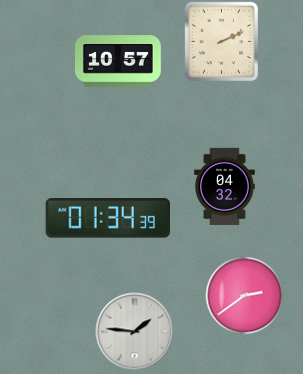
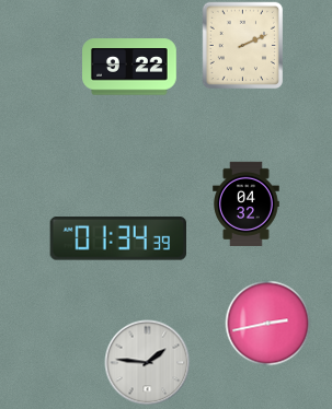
clock at (119, 61): 10:57 -> 9:22
clock at (244, 295): 2:39 -> 2:43
